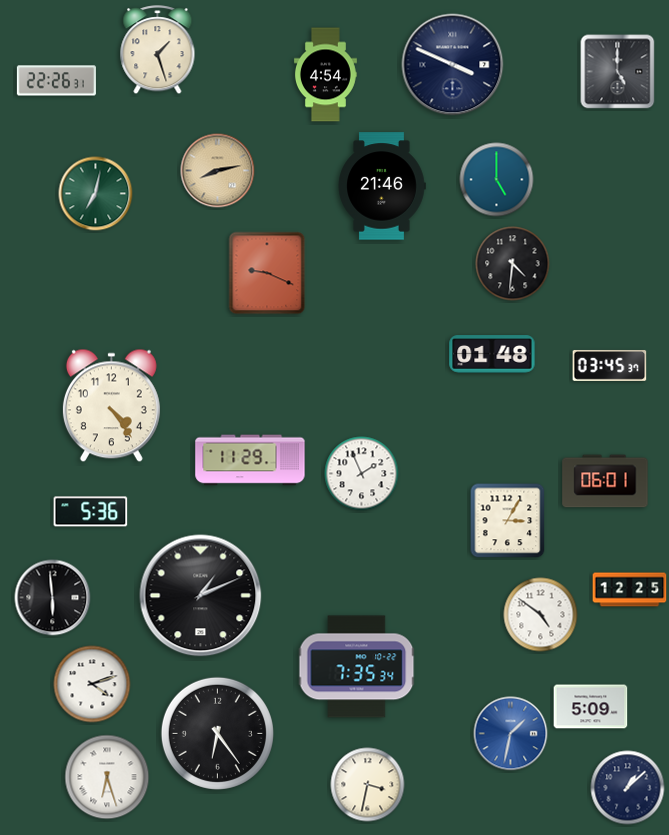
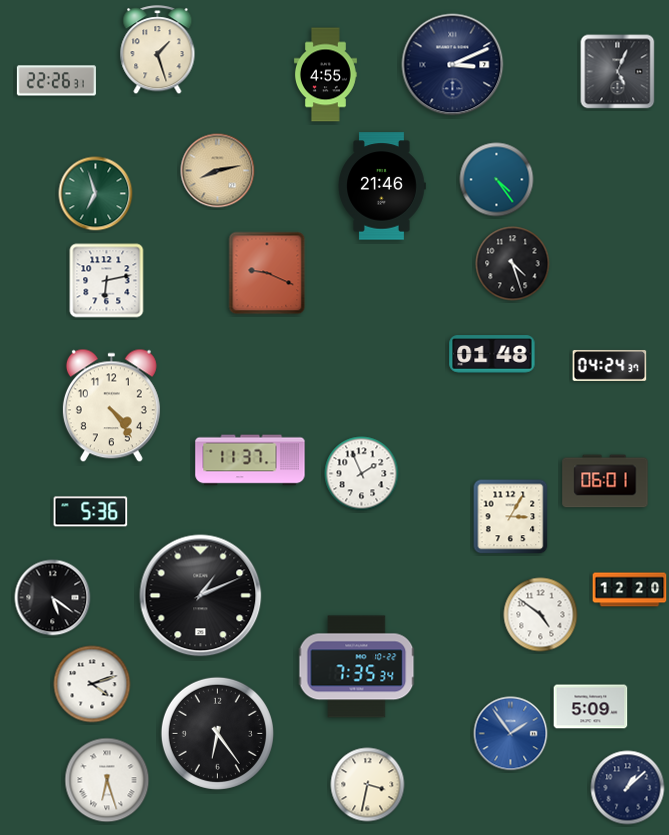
clock at (453, 65): 3:49 -> 3:11
clock at (618, 72): 5:00 -> 5:04
clock at (325, 75): 4:54 -> 4:55
clock at (497, 180): 5:00 -> 4:24
clock at (96, 194): 7:02 -> 6:57
clock at (513, 264): 4:31 -> 4:27
clock at (107, 281): none -> 6:13
clock at (610, 365): 03:45 -> 04:24
clock at (250, 460): 11:29 -> 11:37
clock at (508, 521) position: (508, 521) -> (511, 517)
clock at (630, 590): 12:25 -> 12:20
clock at (53, 598): 5:59 -> 5:21
clock at (511, 734): 1:32 -> 1:54
clock at (107, 777) position: (107, 777) -> (107, 780)
